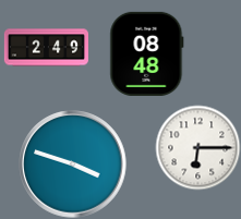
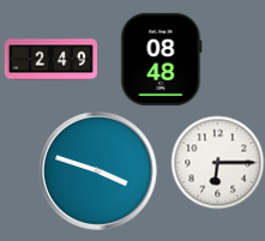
clock at (46, 48) position: (46, 48) -> (50, 60)
clock at (73, 165) position: (73, 165) -> (98, 171)
